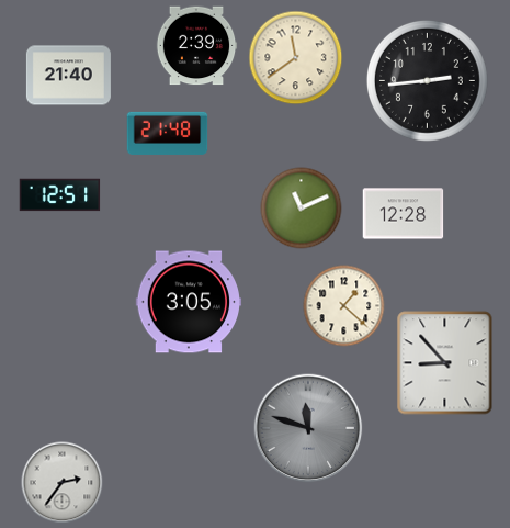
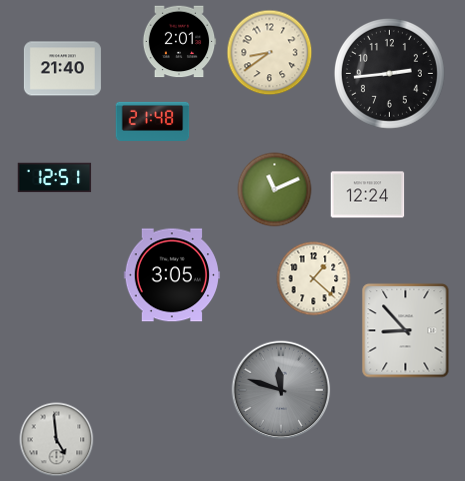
clock at (196, 46): 2:39 -> 2:01
clock at (296, 58): 11:39 -> 8:39
clock at (404, 214): 12:28 -> 12:24
clock at (63, 483): 2:36 -> 4:59
